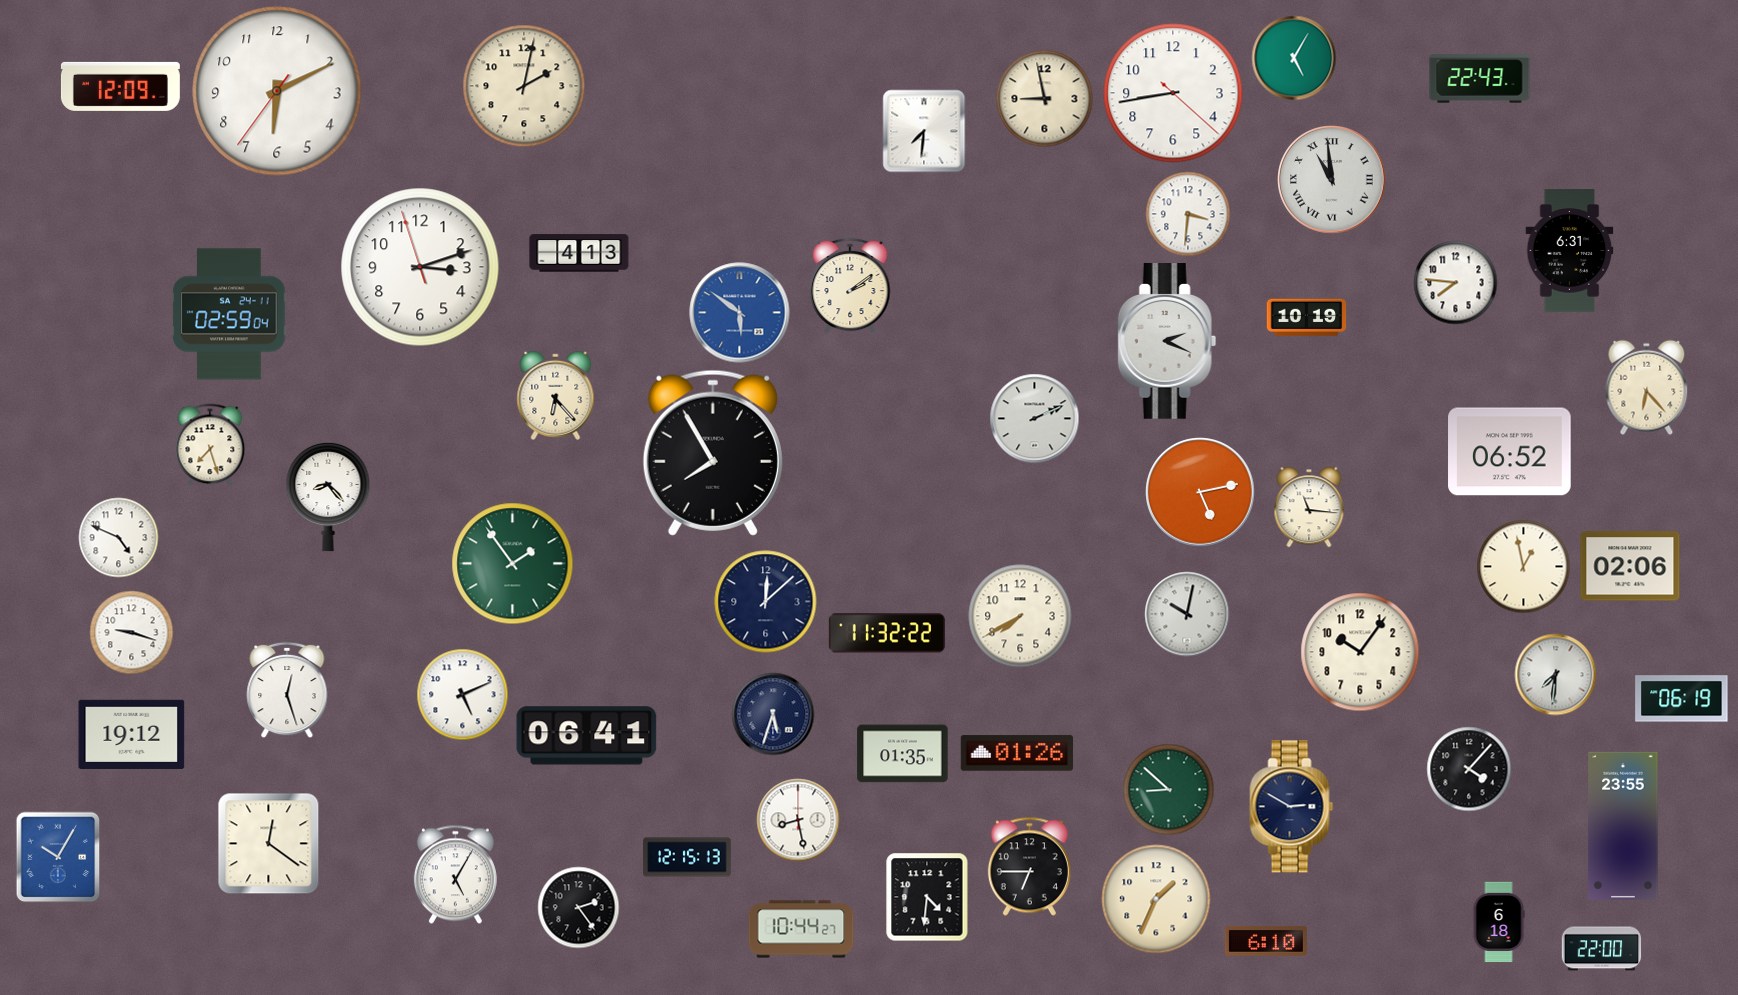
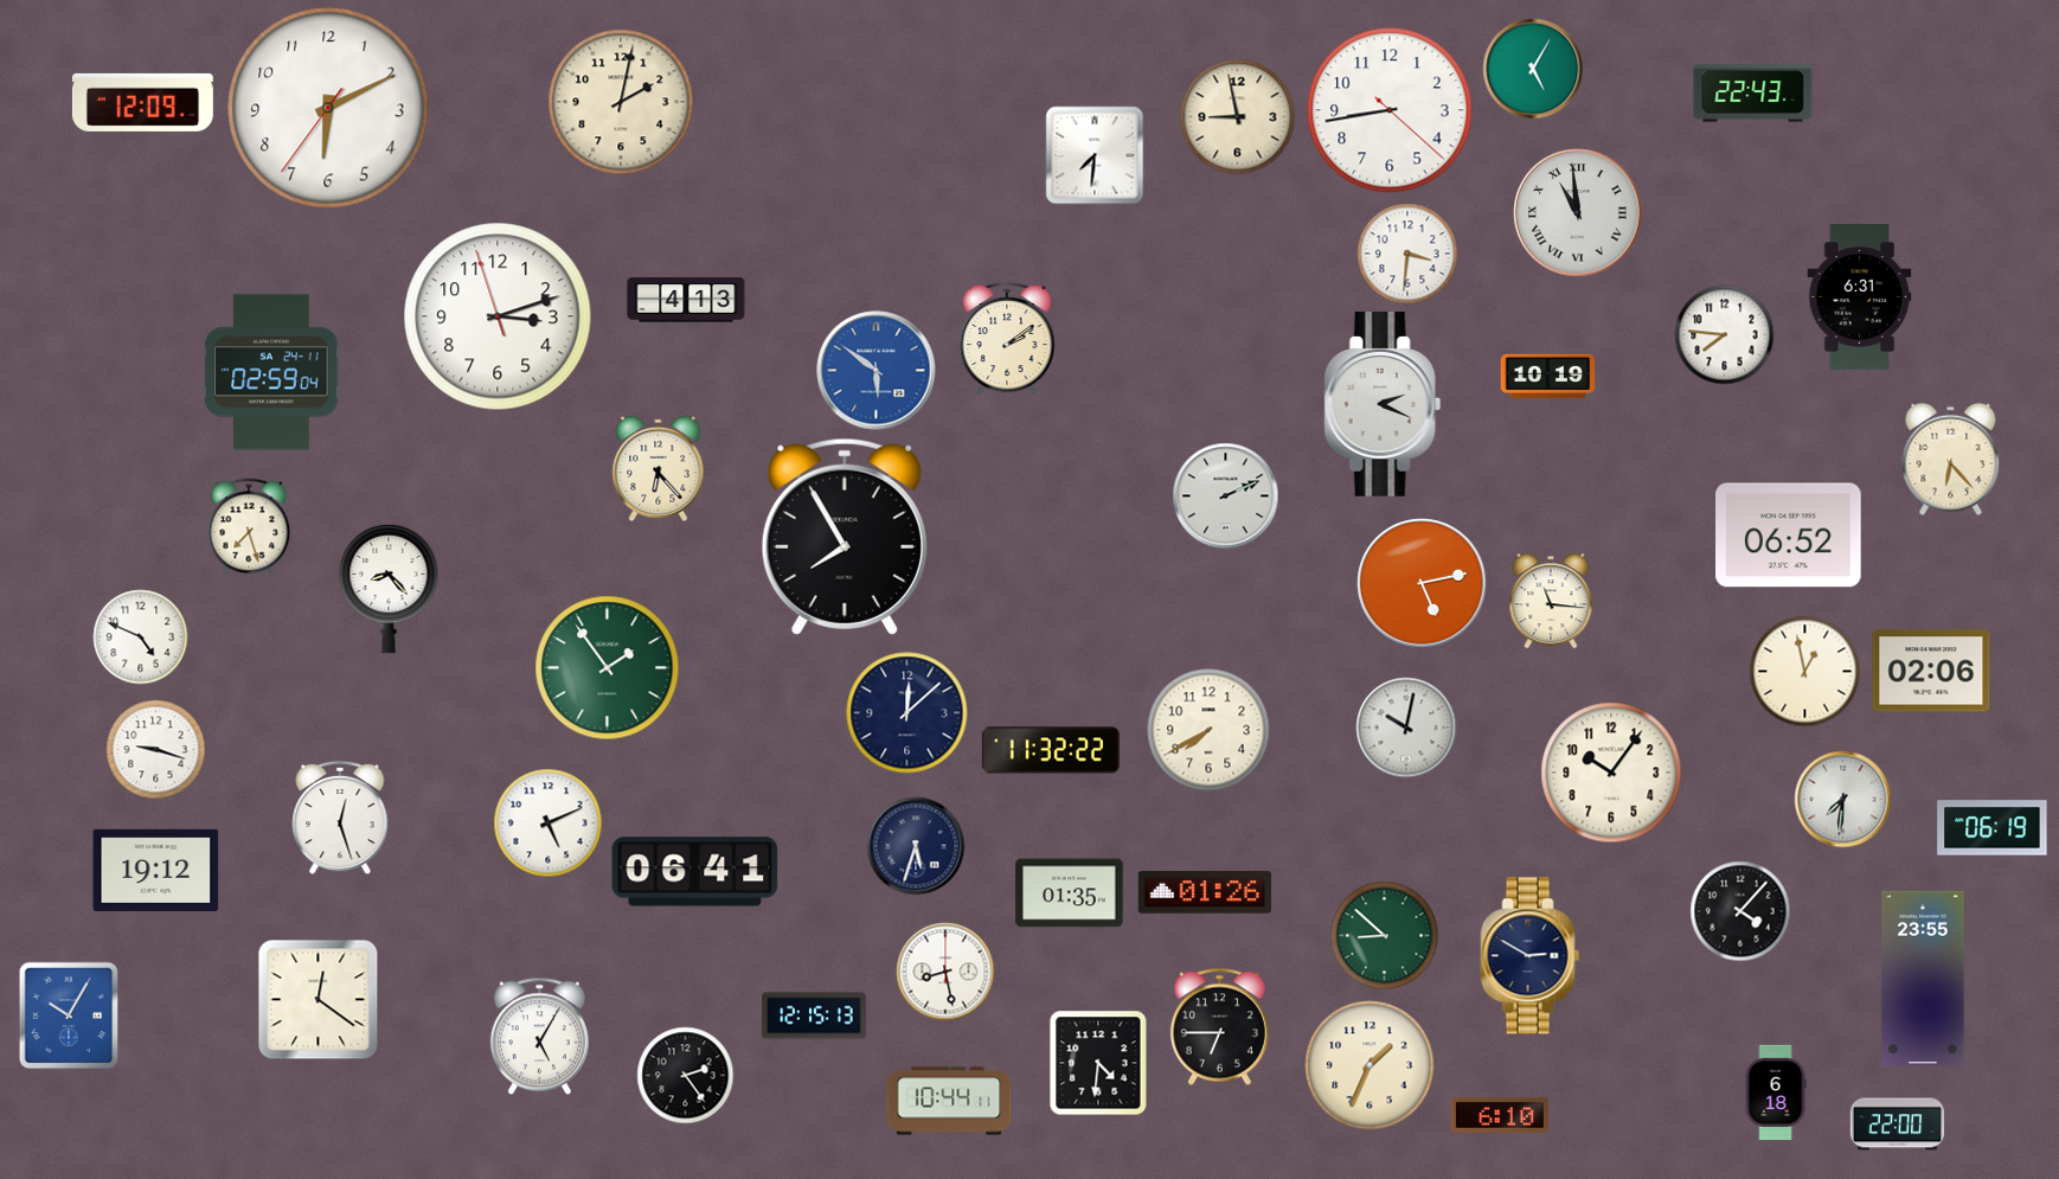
clock at (801, 929): 10:44:27 -> 10:44:11
